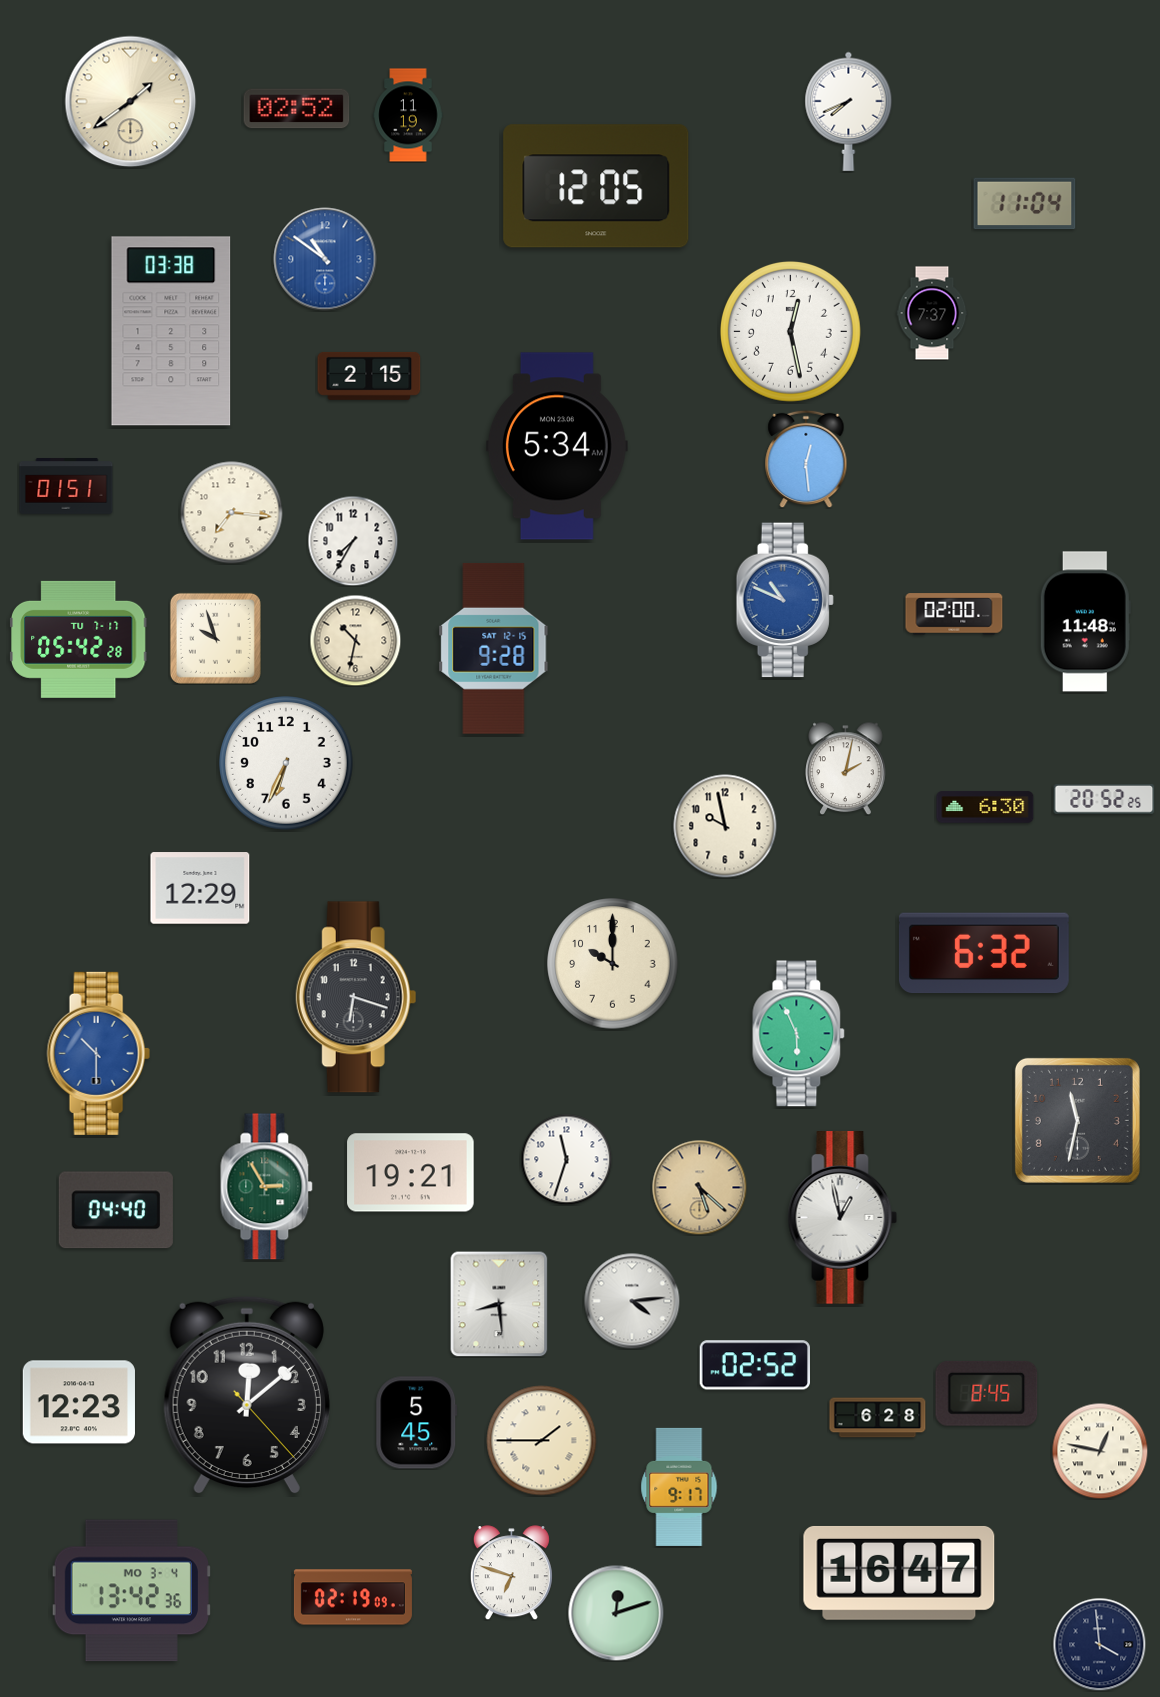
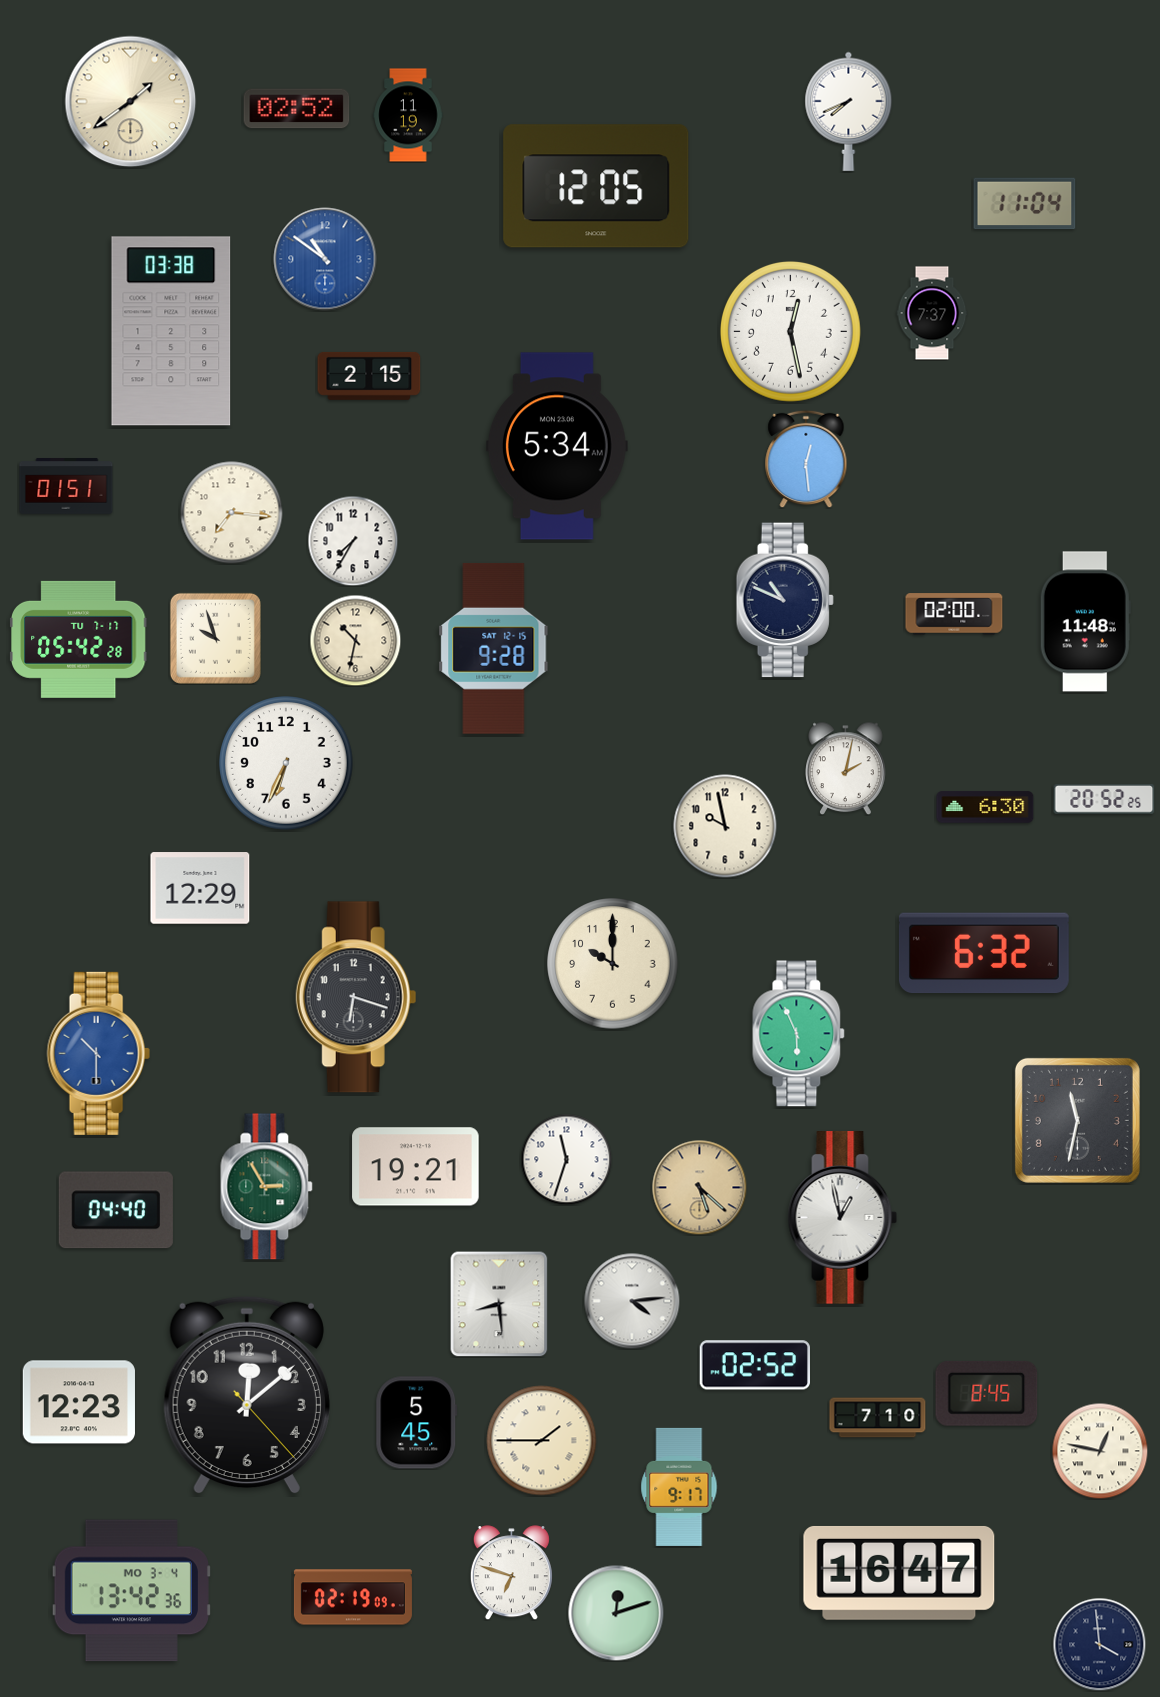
clock at (785, 600) dial: blue -> navy
clock at (411, 1173) position: (411, 1173) -> (416, 1167)
clock at (878, 1418): 6:28 -> 7:10
